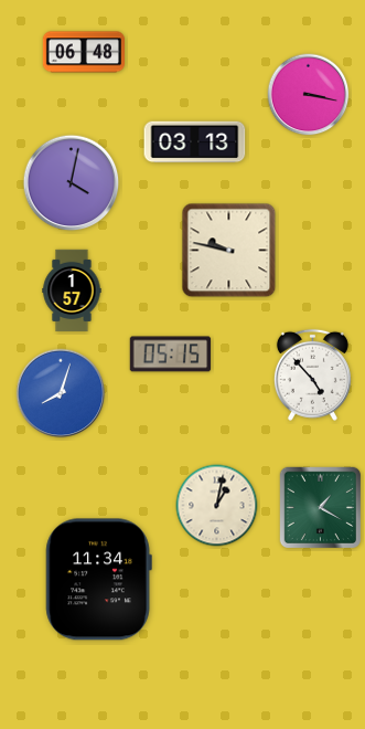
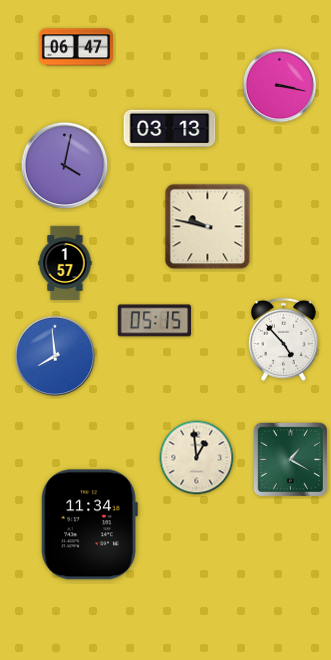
clock at (83, 52): 06:48 -> 06:47
clock at (195, 142) position: (195, 142) -> (170, 129)
clock at (61, 393): 8:03 -> 7:59
clock at (217, 506): 1:02 -> 12:59
